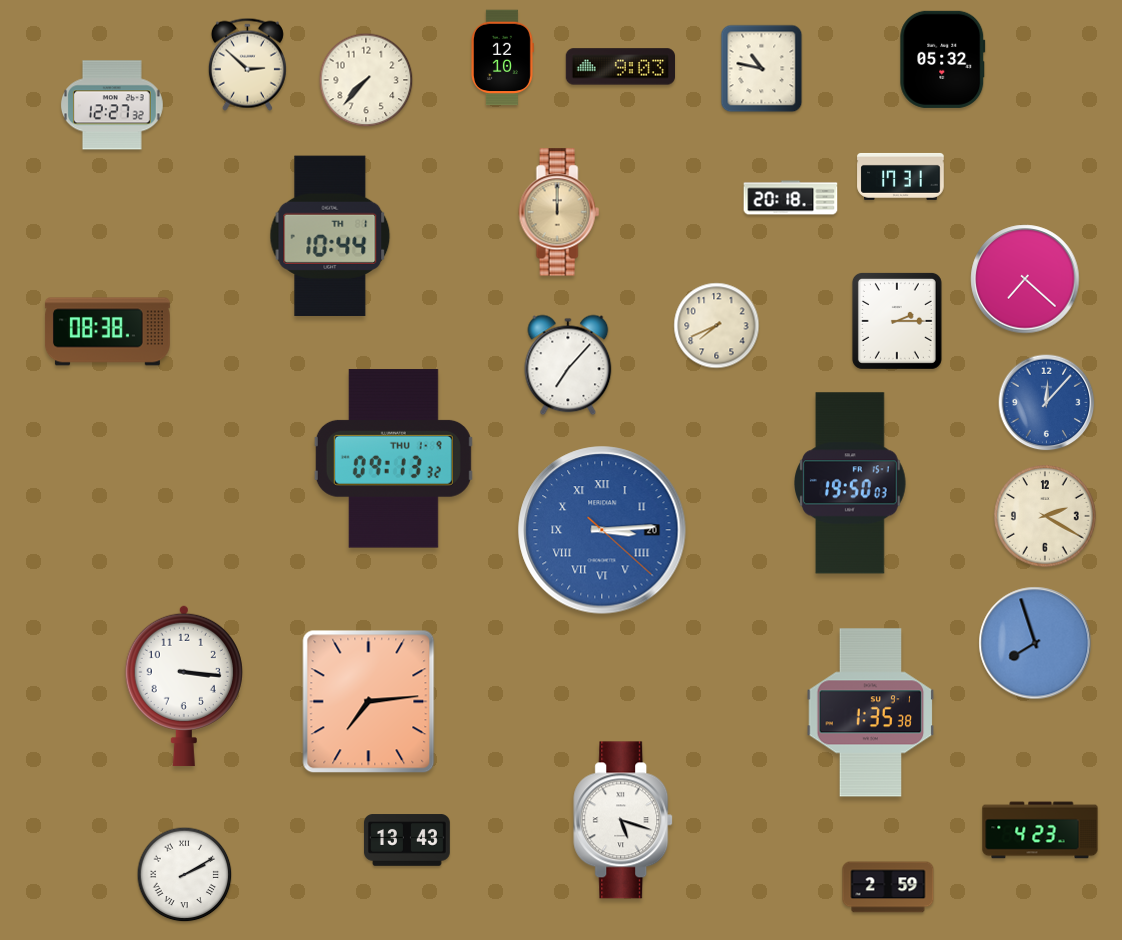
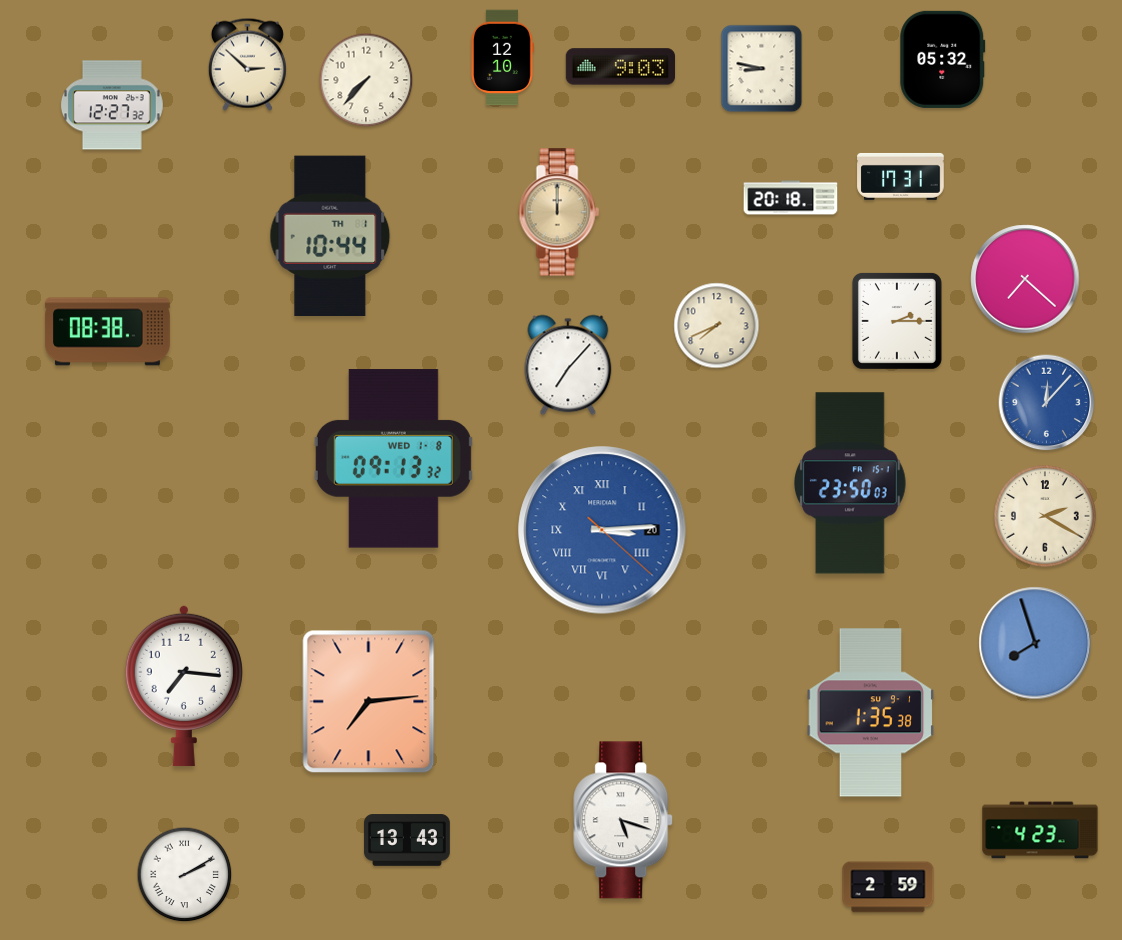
clock at (762, 69): 10:47 -> 8:47
clock at (393, 459) date: THU 1-9 -> WED 1-8
clock at (851, 483): 19:50 -> 23:50
clock at (184, 686): 3:16 -> 7:16
